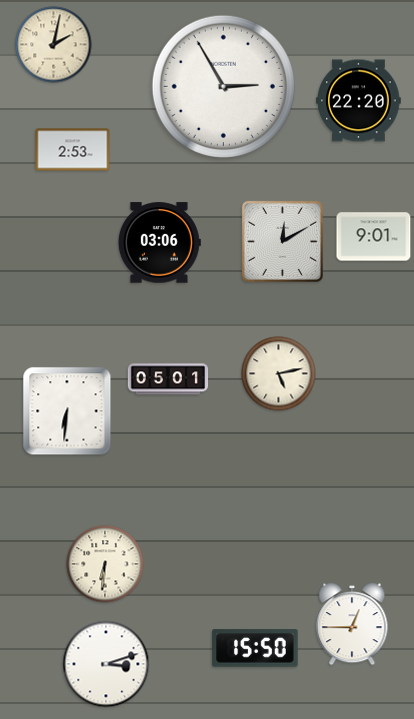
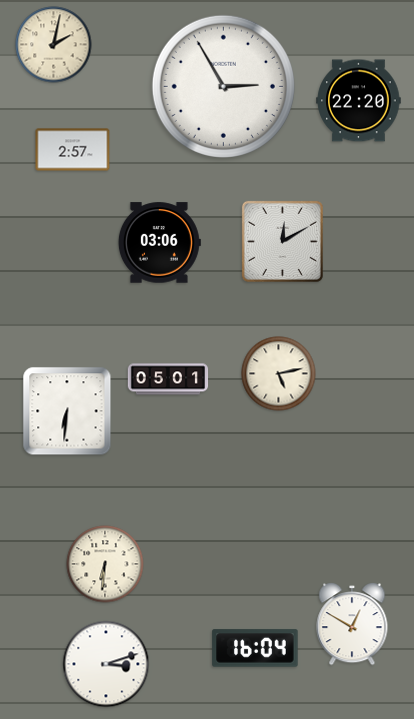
clock at (73, 150): 2:53 -> 2:57
clock at (374, 237): 9:01 -> none
clock at (352, 625): 12:45 -> 12:50
clock at (255, 648): 15:50 -> 16:04
